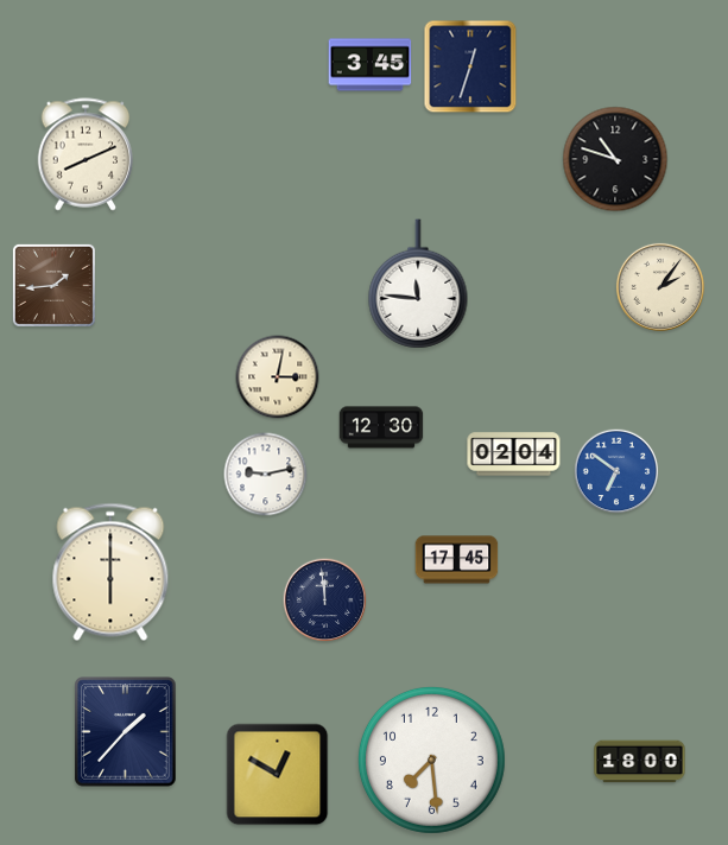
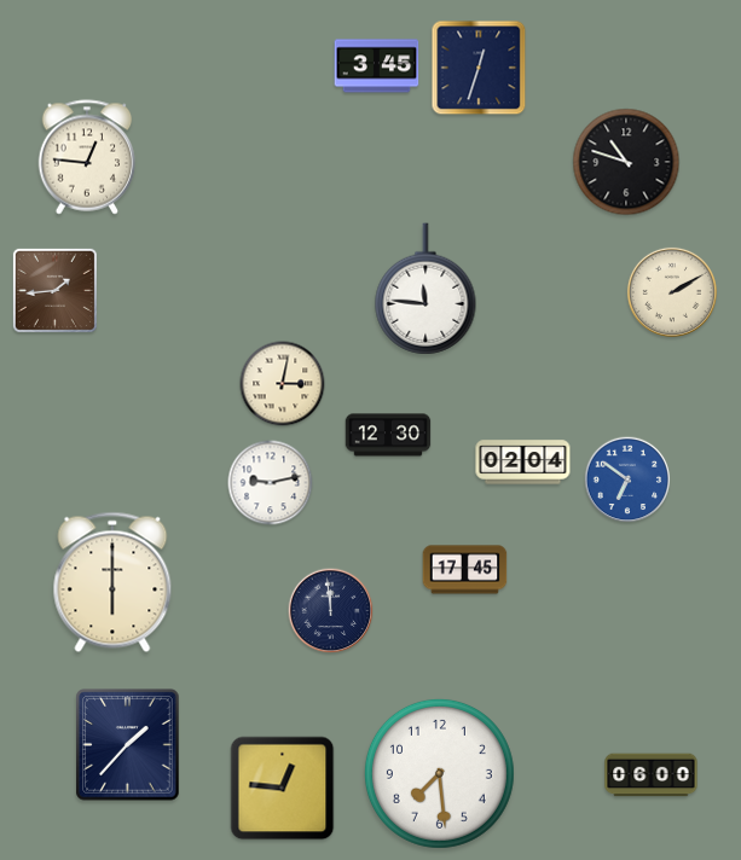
clock at (86, 154): 8:11 -> 12:46
clock at (660, 287): 2:06 -> 2:10
clock at (640, 762): 18:00 -> 06:00
clock at (278, 775): 12:50 -> 12:46
